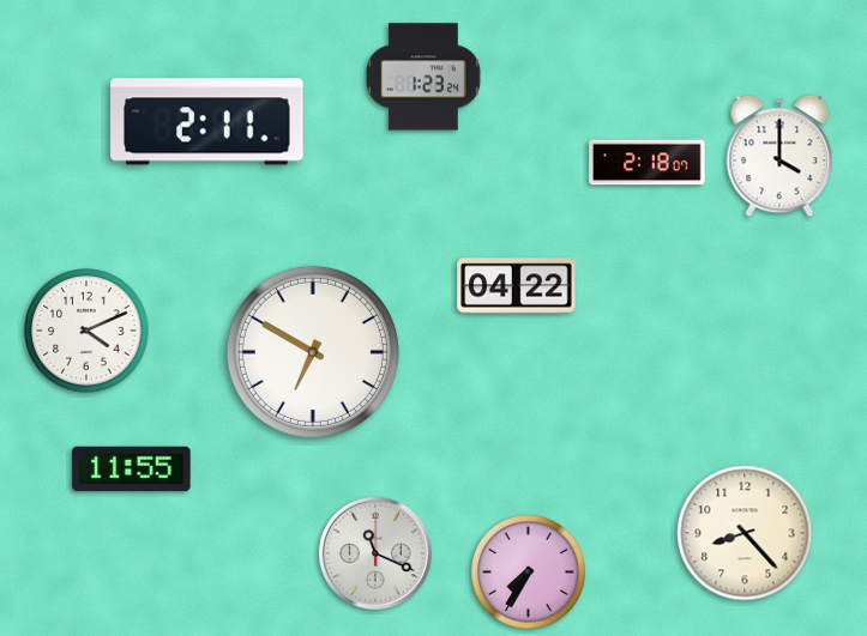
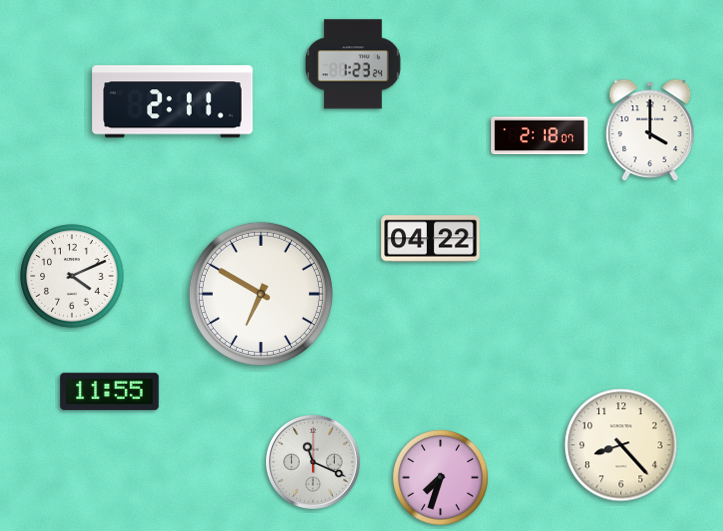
clock at (529, 573): 7:35 -> 7:33
